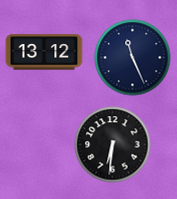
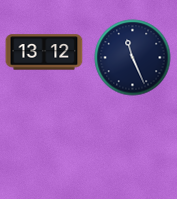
clock at (113, 145): 6:31 -> none
